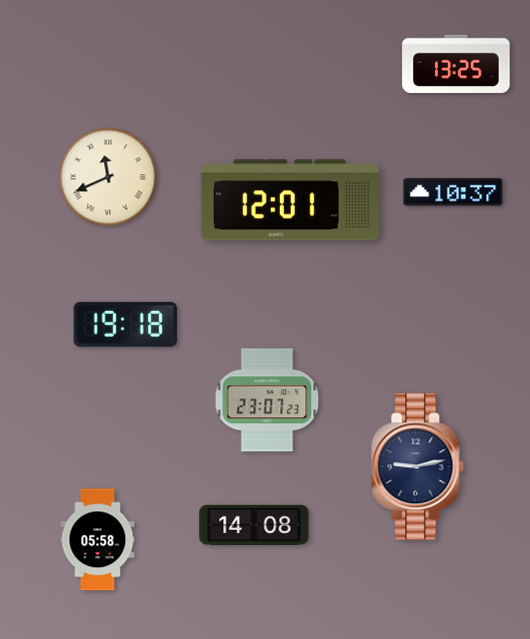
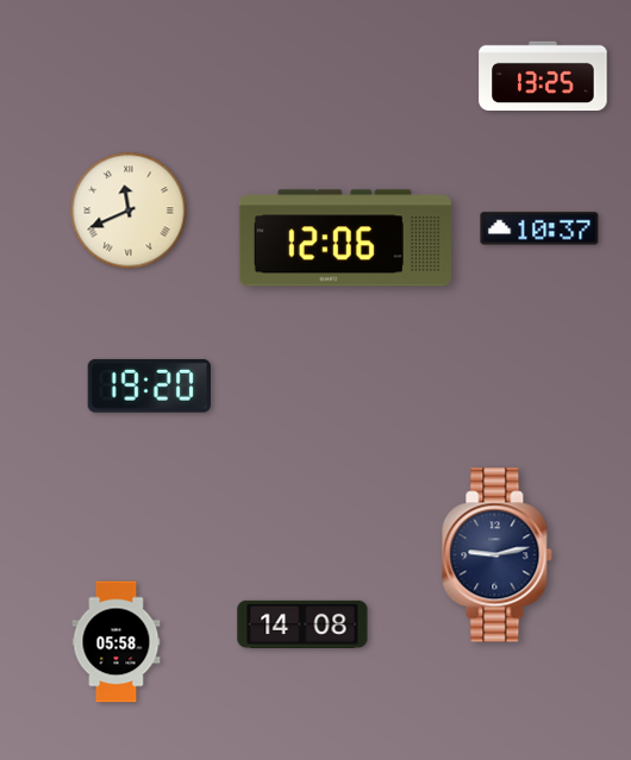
clock at (290, 200): 12:01 -> 12:06
clock at (125, 324): 19:18 -> 19:20
clock at (267, 400): 23:07 -> none
